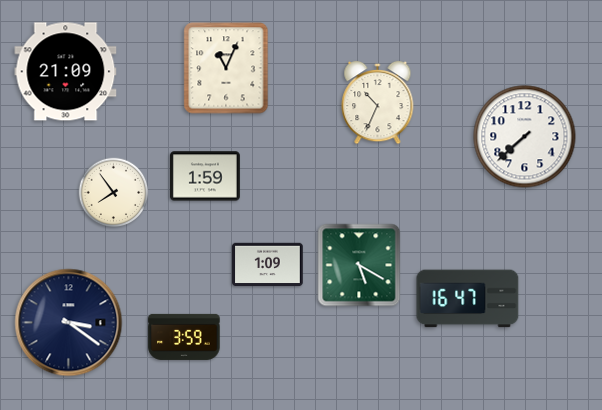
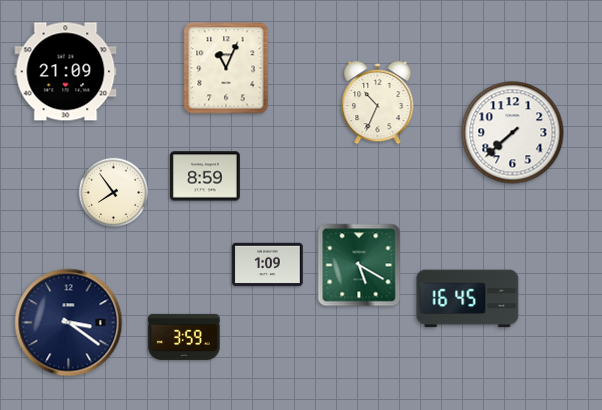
clock at (525, 137) position: (525, 137) -> (513, 133)
clock at (205, 176): 1:59 -> 8:59
clock at (468, 299): 16:47 -> 16:45
